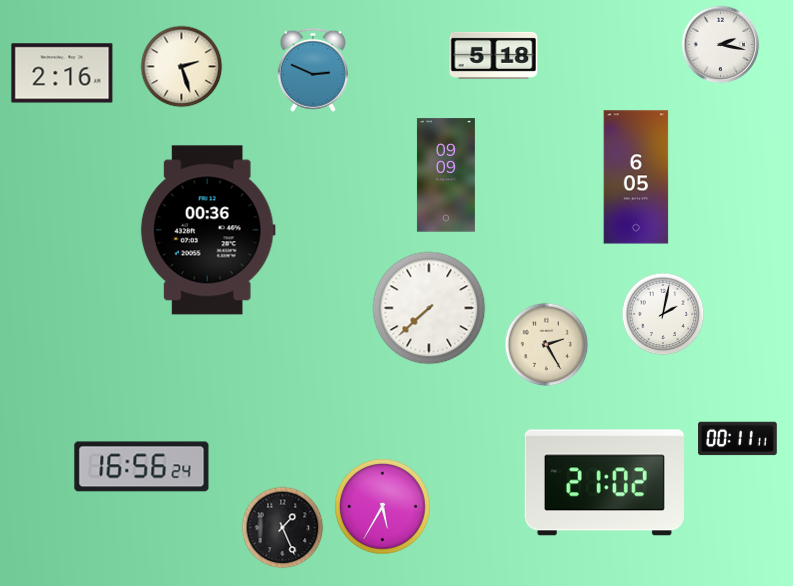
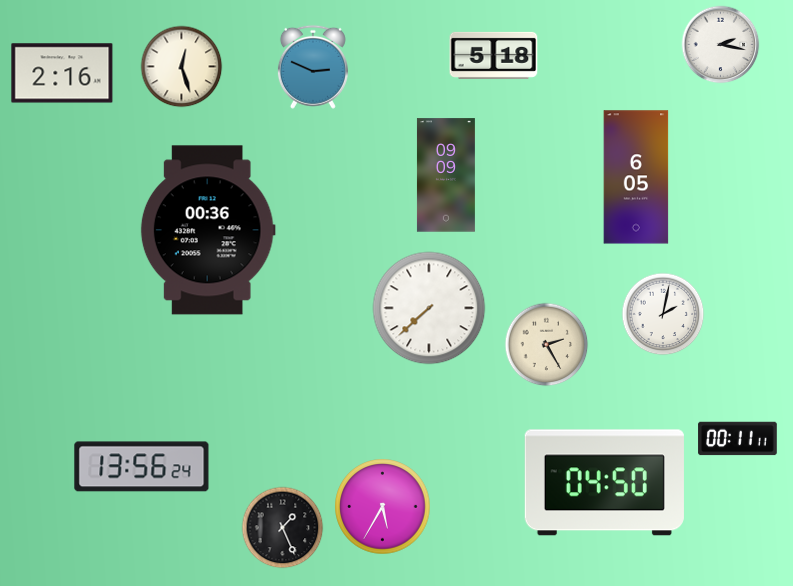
clock at (182, 67): 2:27 -> 12:27
clock at (313, 70) position: (313, 70) -> (313, 67)
clock at (142, 467): 16:56 -> 13:56
clock at (604, 483): 21:02 -> 04:50
